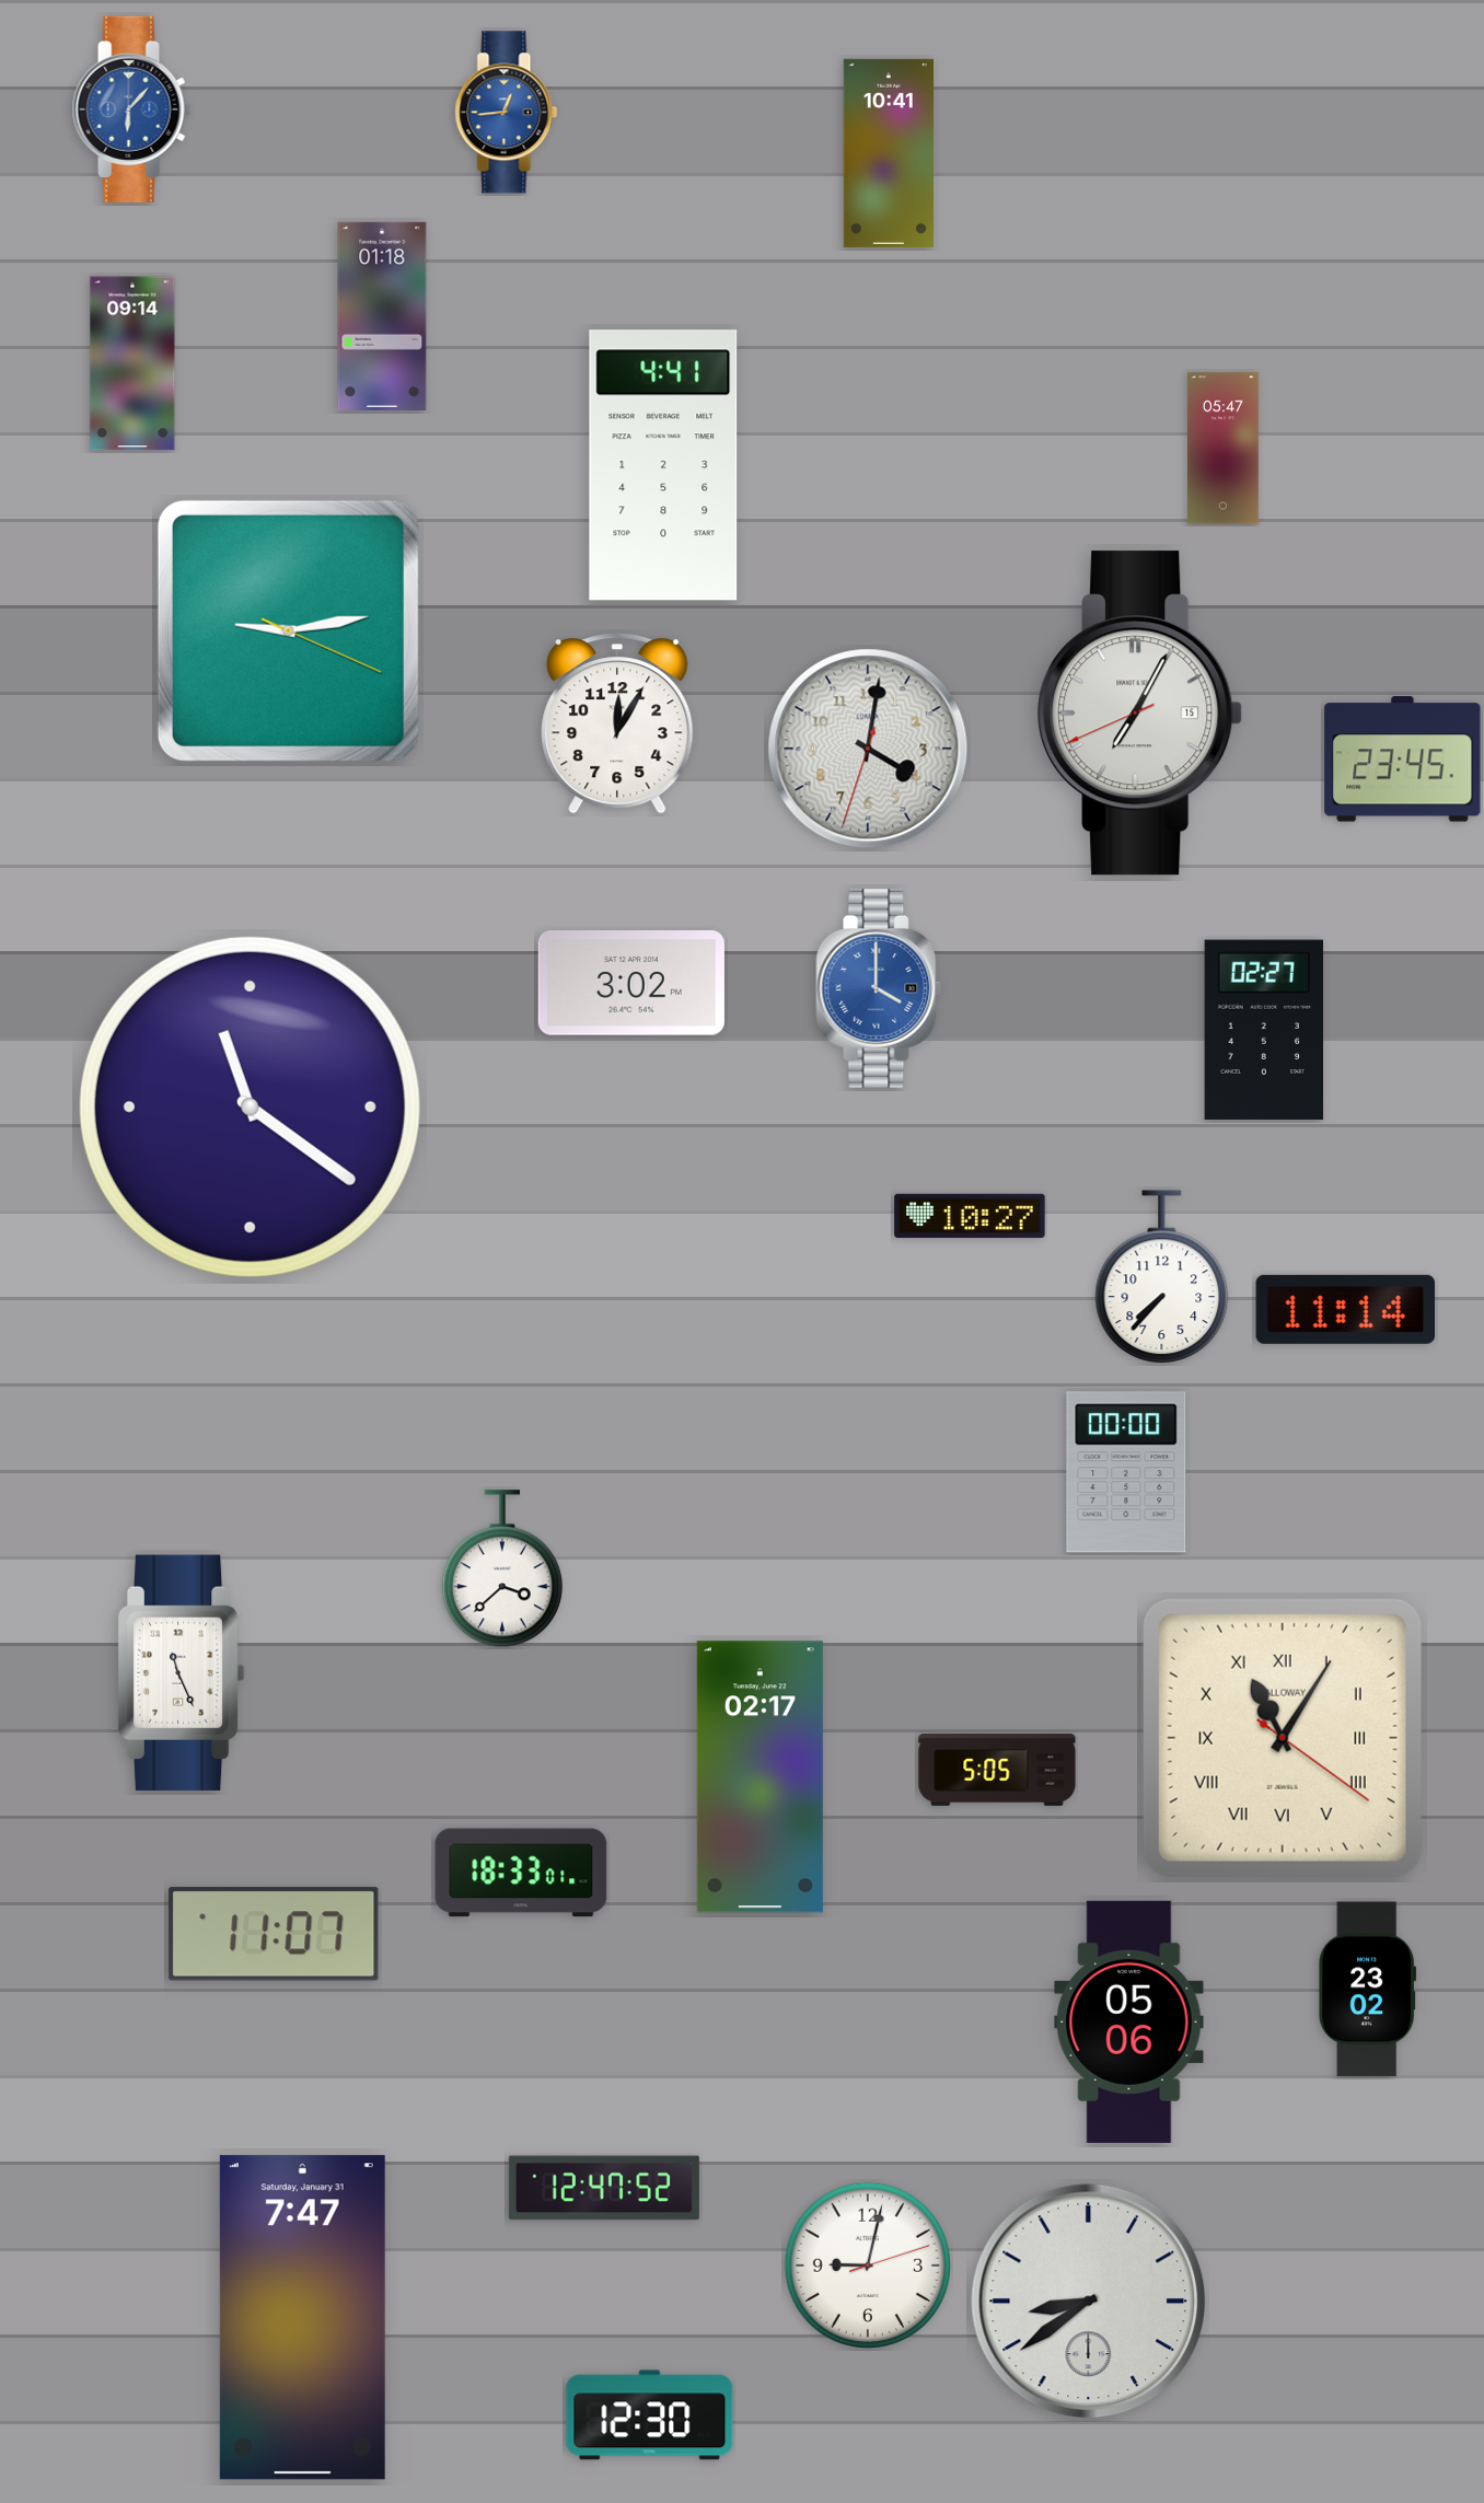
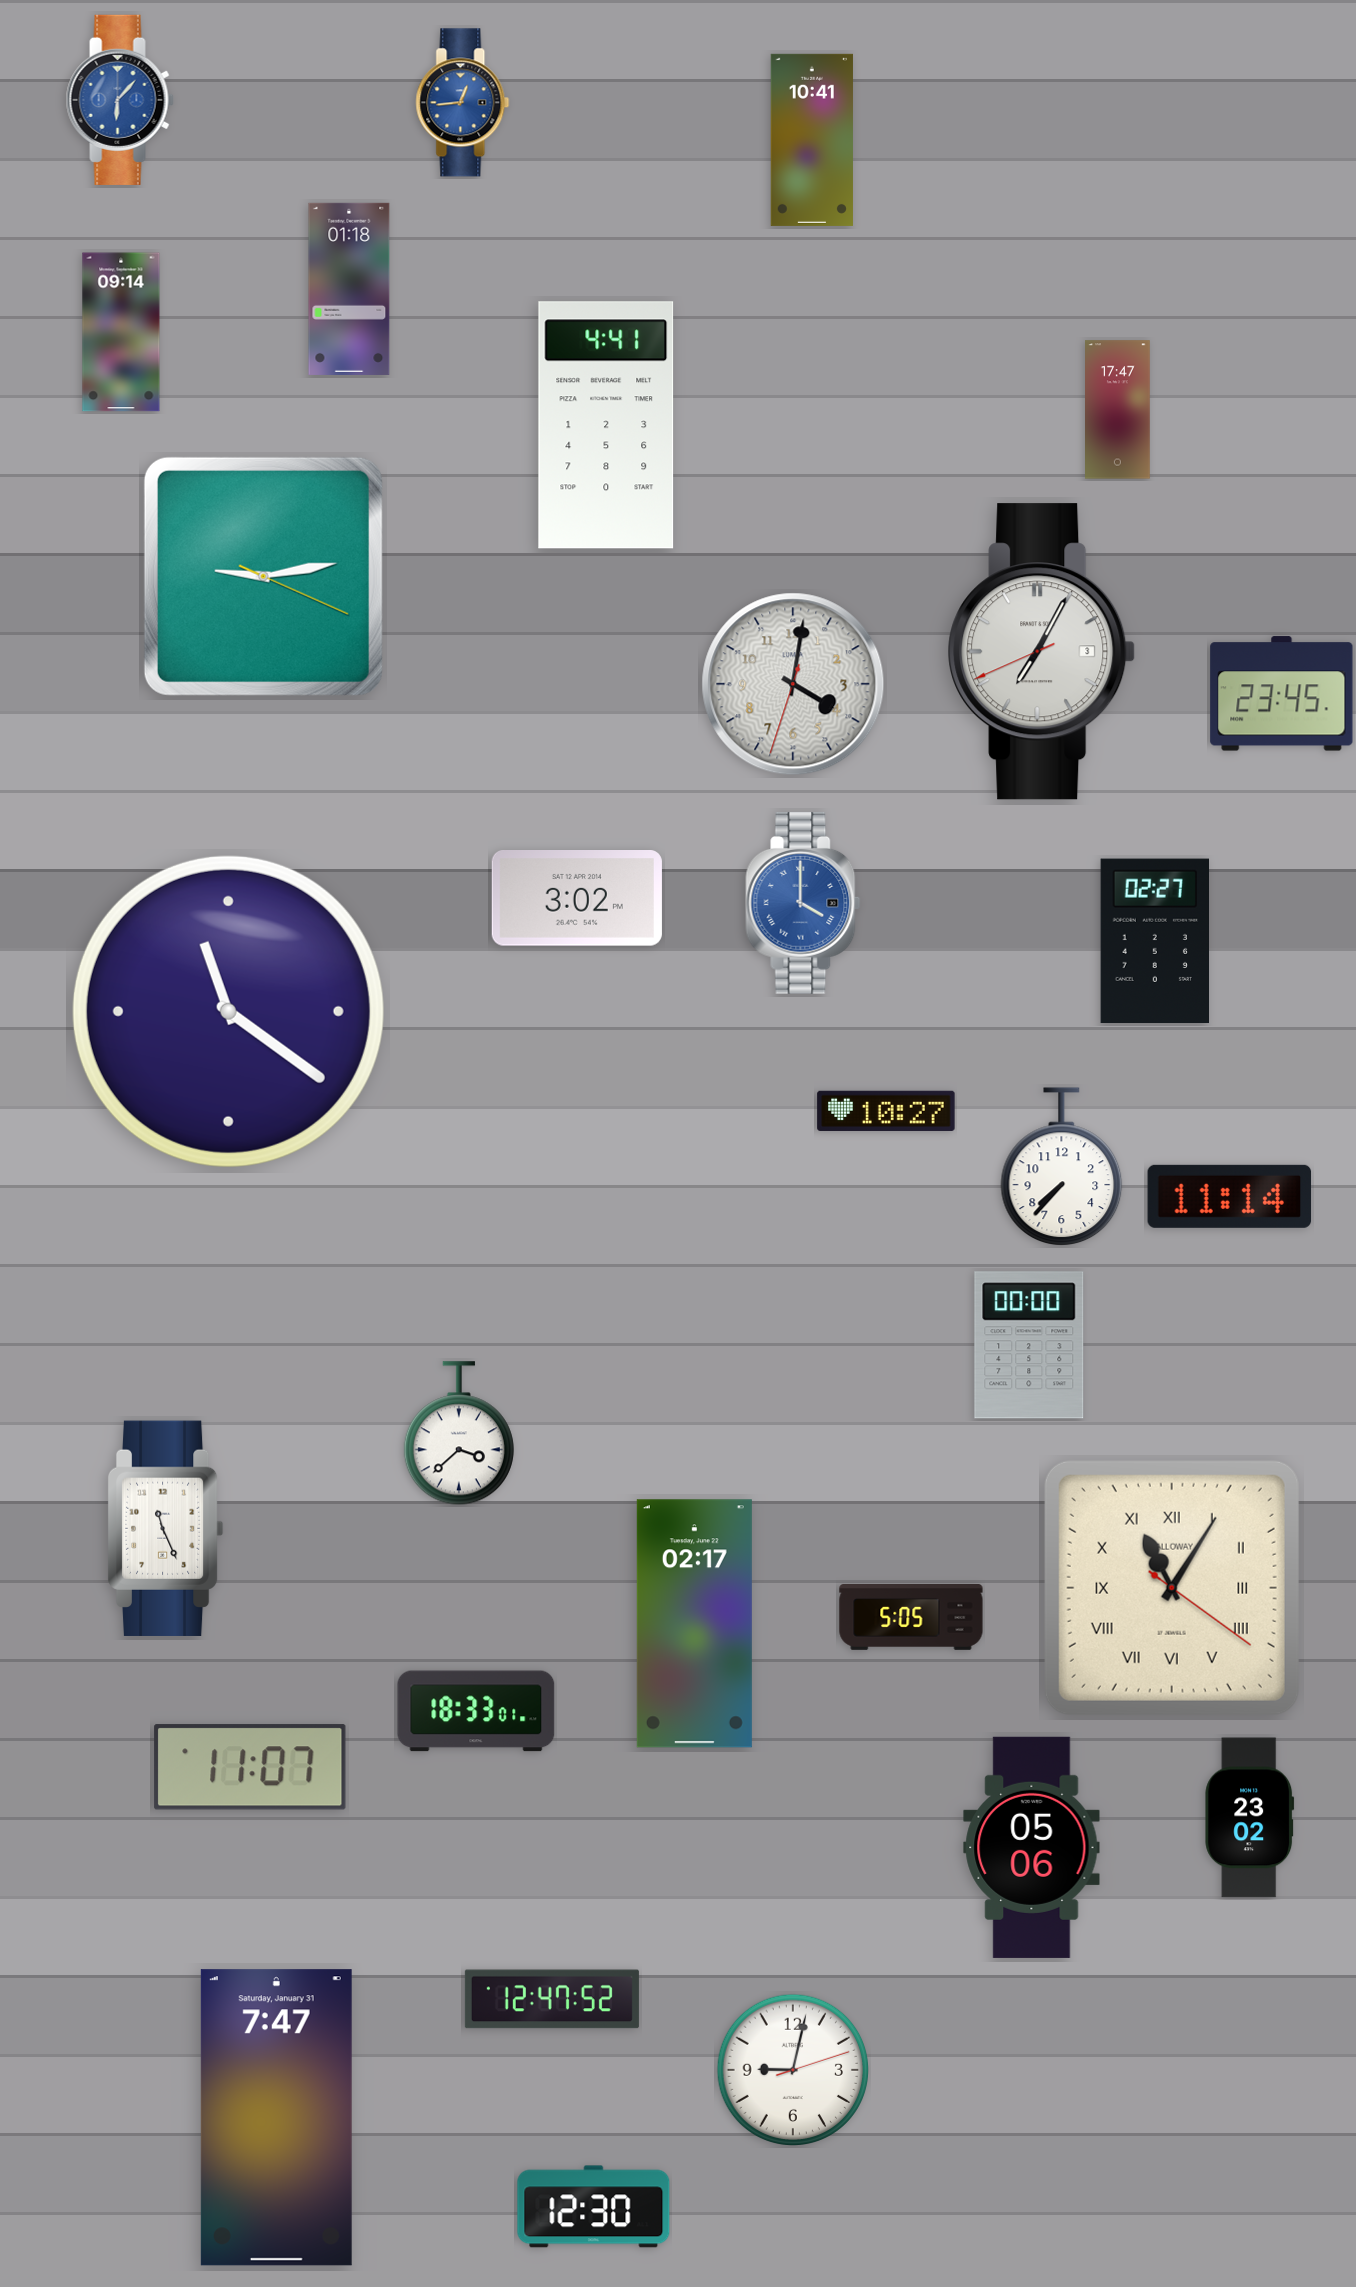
clock at (1224, 449): 05:47 -> 17:47
clock at (1140, 714) date: 15 -> 3
clock at (617, 723): 12:05 -> none
clock at (1089, 2302): 8:39 -> none
